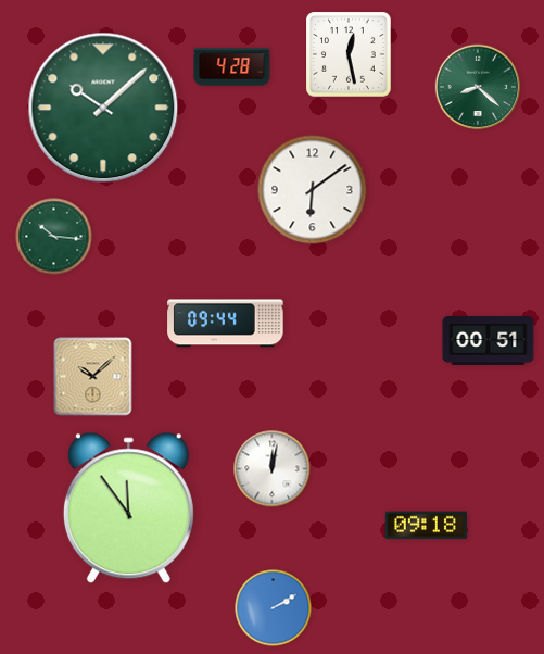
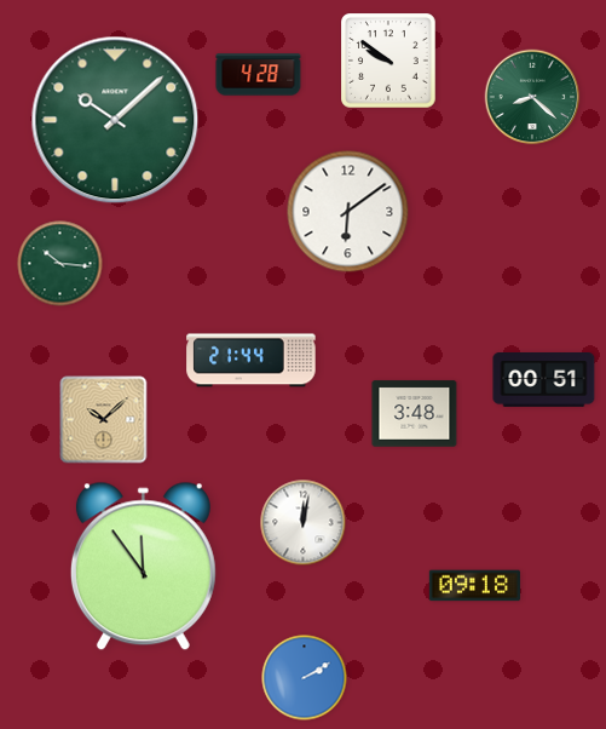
clock at (349, 54): 12:28 -> 9:51
clock at (226, 324): 09:44 -> 21:44
clock at (415, 414): none -> 3:48
